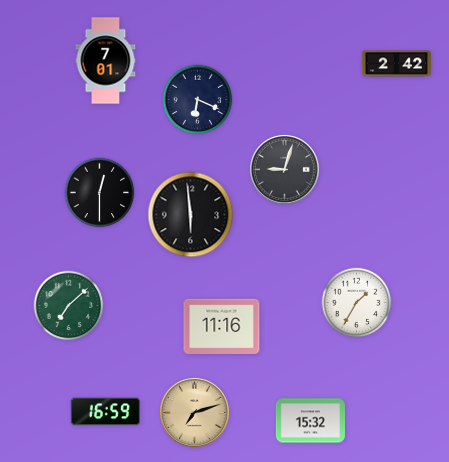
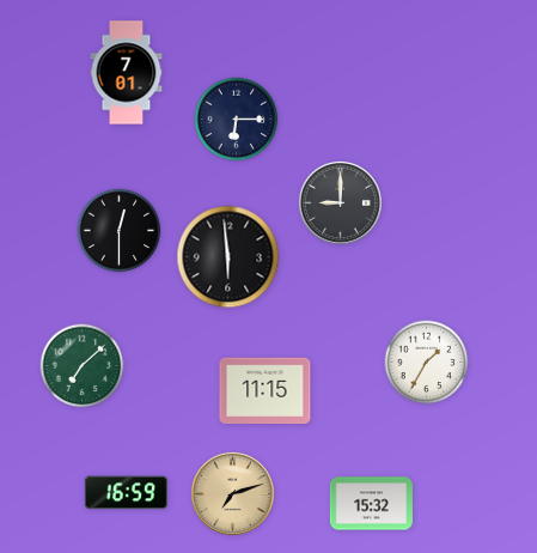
clock at (396, 64): 2:42 -> none
clock at (198, 100): 6:19 -> 6:15
clock at (284, 169): 9:03 -> 9:00
clock at (222, 326): 11:16 -> 11:15
